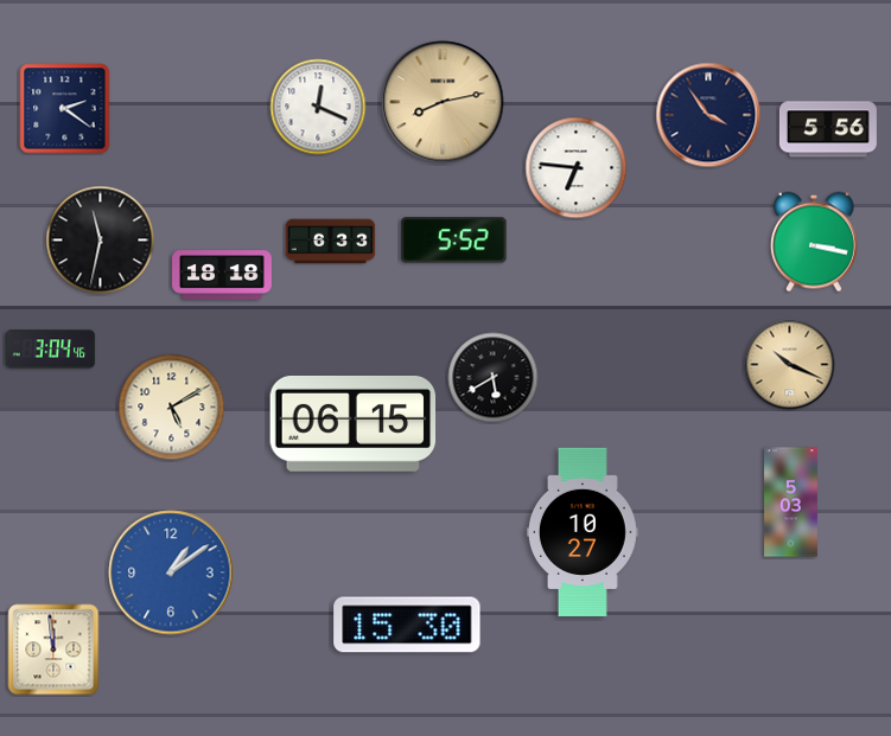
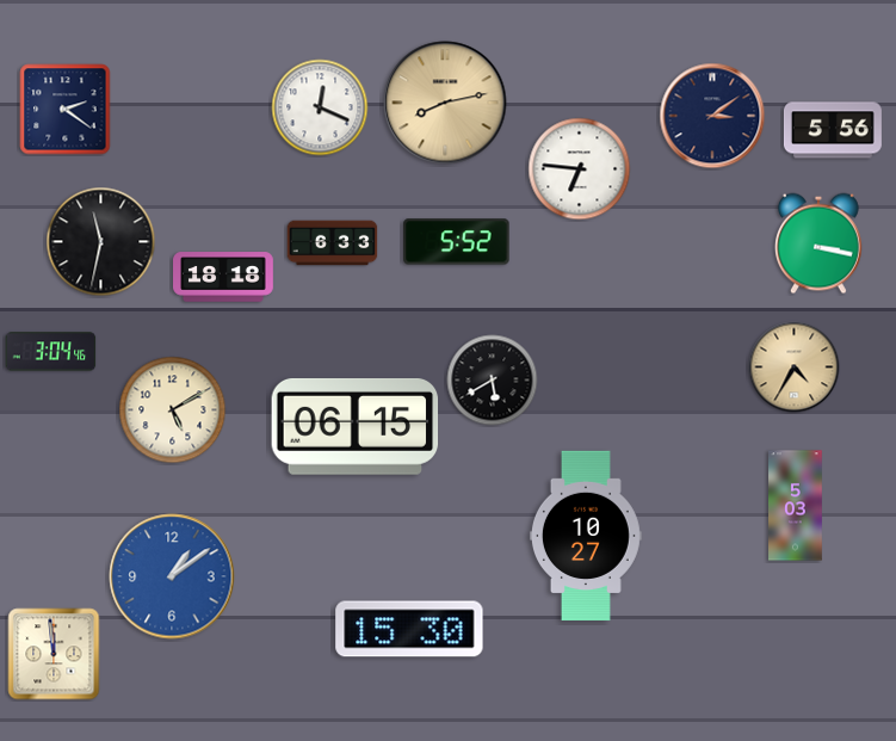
clock at (708, 115): 3:54 -> 3:09
clock at (790, 365): 10:19 -> 4:35
clock at (494, 378) position: (494, 378) -> (493, 381)
